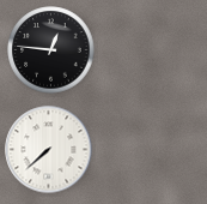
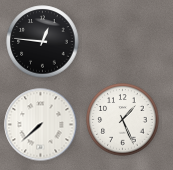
clock at (123, 120): none -> 1:26
